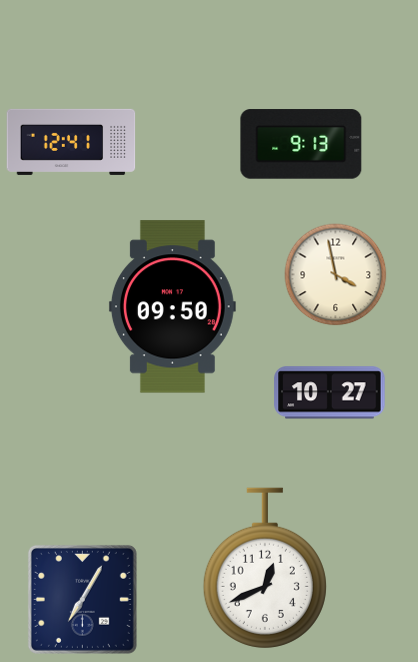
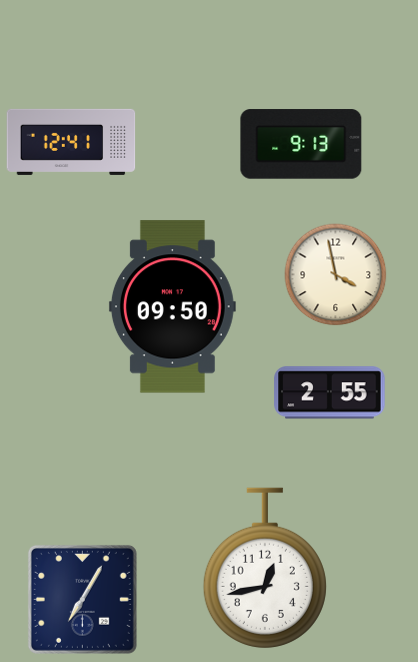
clock at (330, 393): 10:27 -> 2:55
clock at (265, 568): 12:41 -> 12:43
